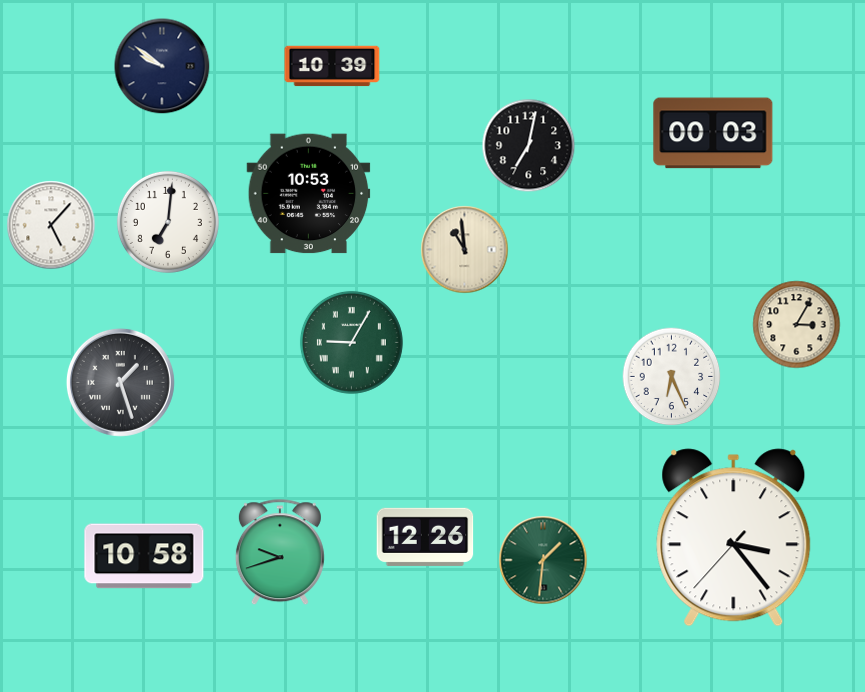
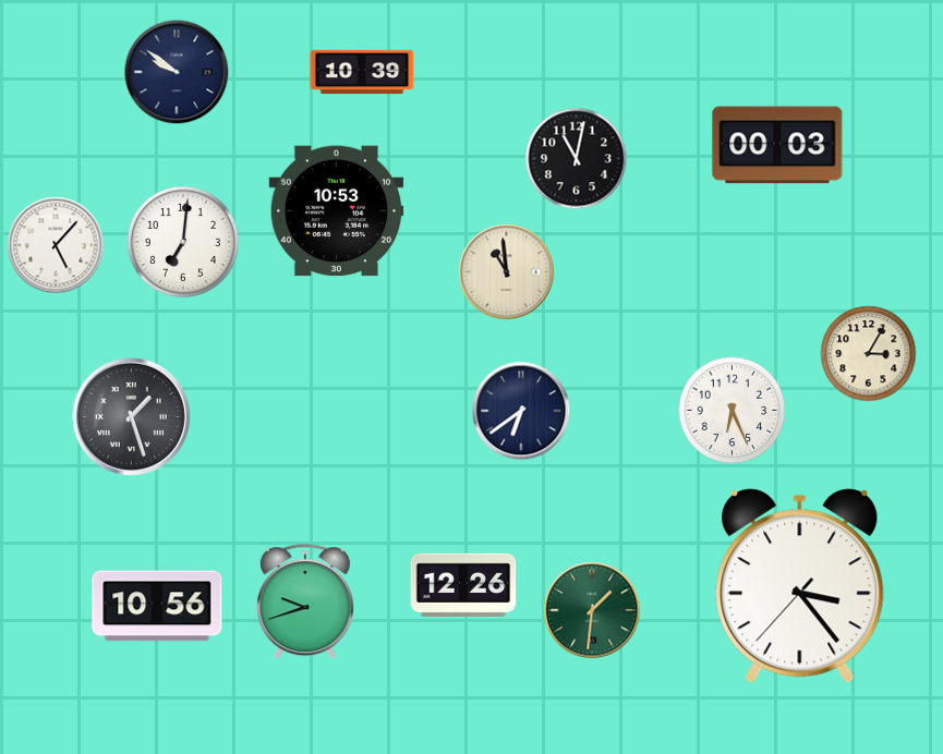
clock at (529, 146): 7:02 -> 11:02
clock at (351, 342): 9:05 -> none
clock at (521, 411): none -> 6:39
clock at (144, 556): 10:58 -> 10:56
